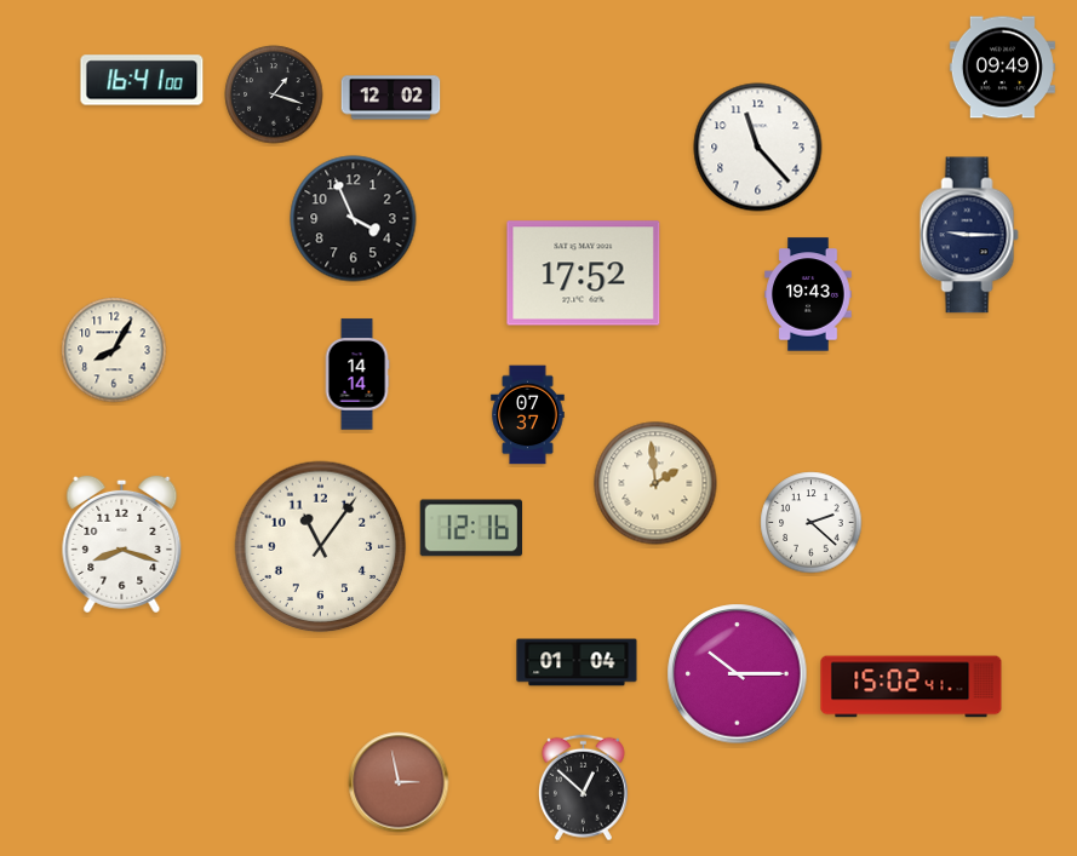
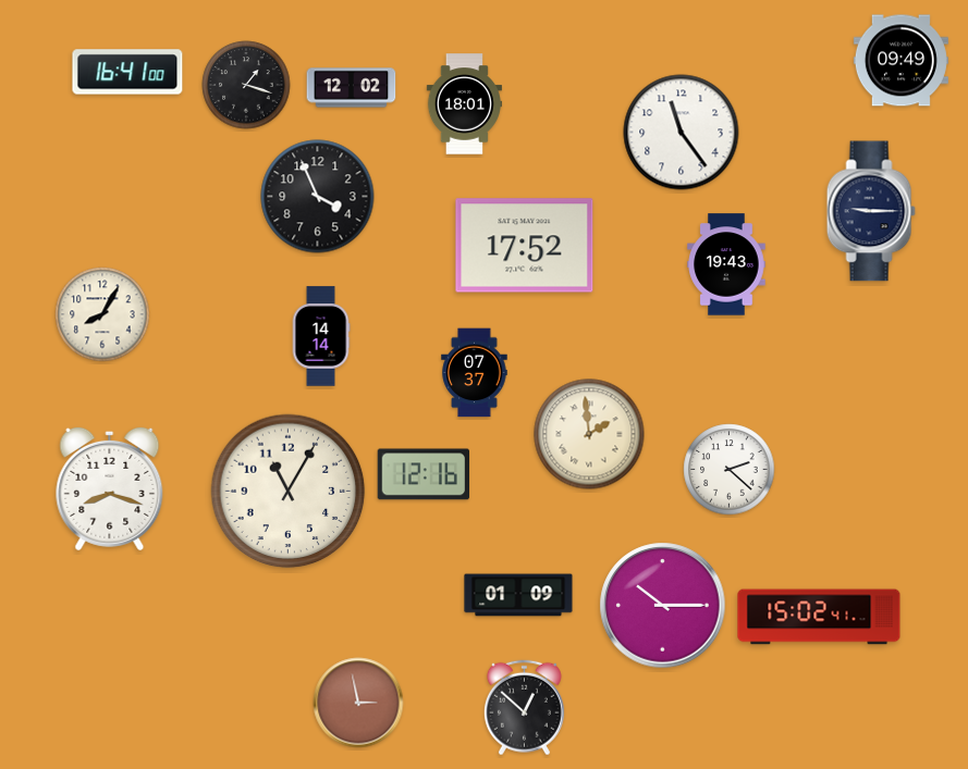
clock at (464, 104): none -> 18:01
clock at (758, 148): 11:23 -> 11:24
clock at (321, 547): 11:06 -> 11:05
clock at (577, 662): 01:04 -> 01:09
